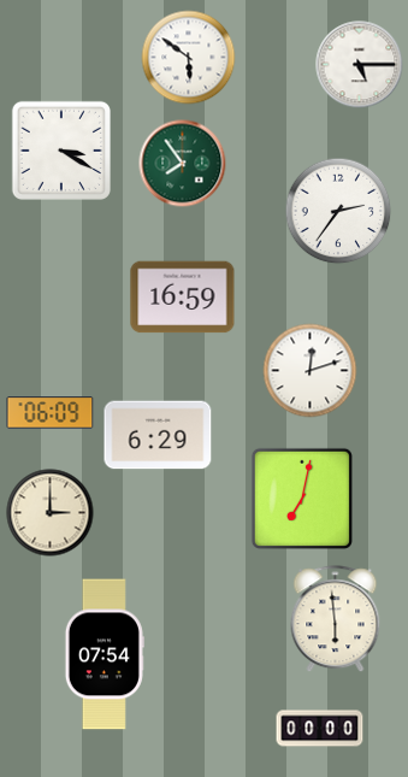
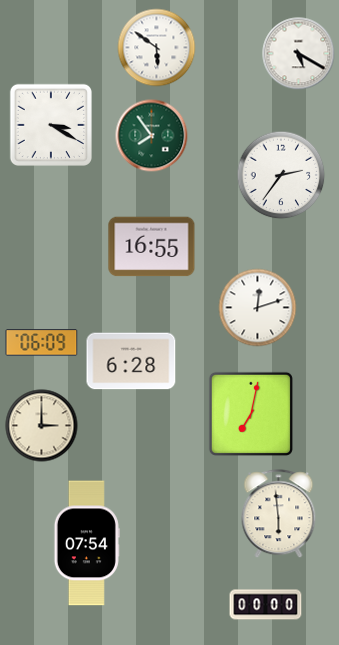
clock at (360, 65): 5:15 -> 5:20
clock at (183, 298): 16:59 -> 16:55
clock at (158, 435): 6:29 -> 6:28
